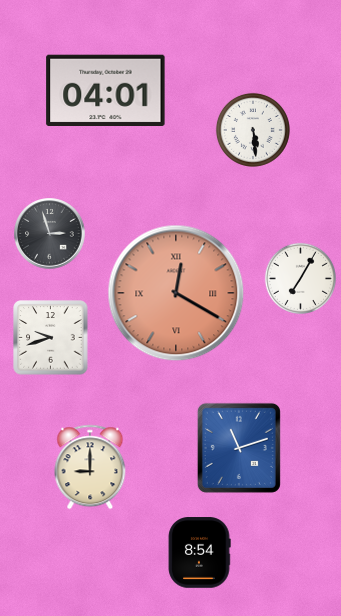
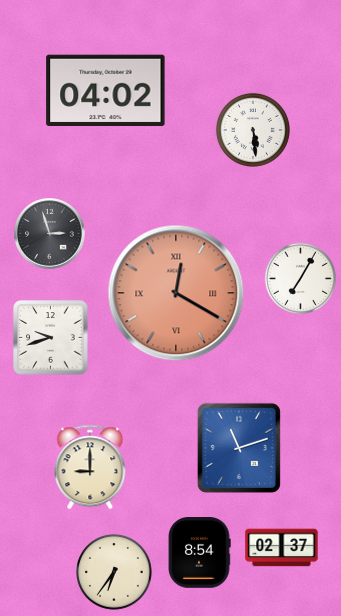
clock at (106, 91): 04:01 -> 04:02
clock at (282, 548): none -> 02:37
clock at (115, 573): none -> 6:36
